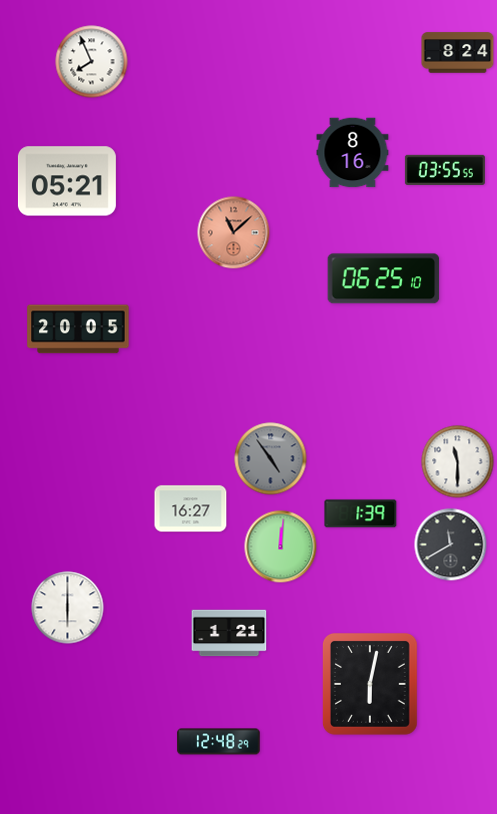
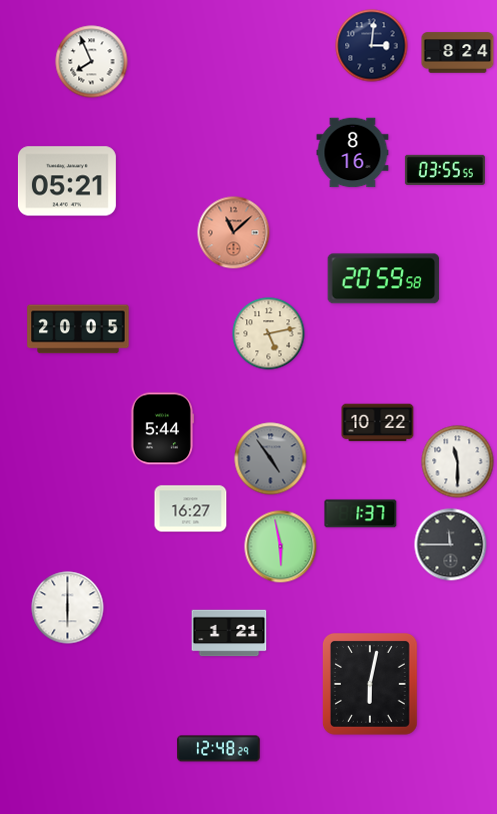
clock at (372, 46): none -> 3:01
clock at (384, 279): 06:25 -> 20:59
clock at (269, 334): none -> 5:13
clock at (378, 423): none -> 10:22
clock at (161, 429): none -> 5:44
clock at (361, 514): 1:39 -> 1:37
clock at (451, 545): 11:40 -> 11:45
clock at (281, 547): 12:01 -> 5:58
clock at (219, 742) position: (219, 742) -> (219, 749)
